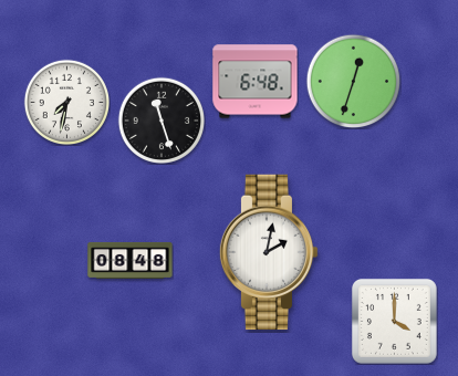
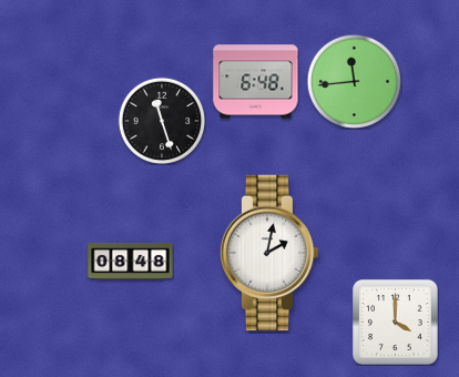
clock at (353, 81): 12:33 -> 11:44
clock at (66, 102): 7:32 -> none
